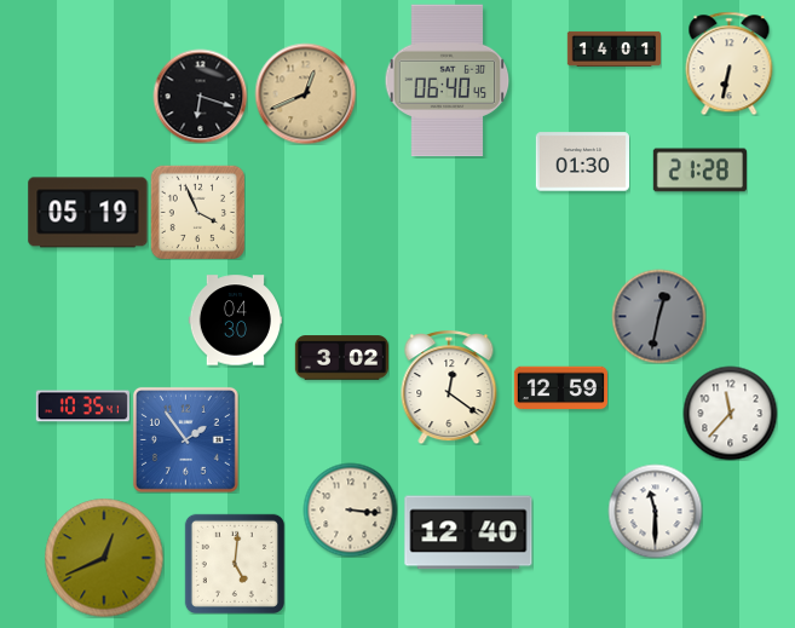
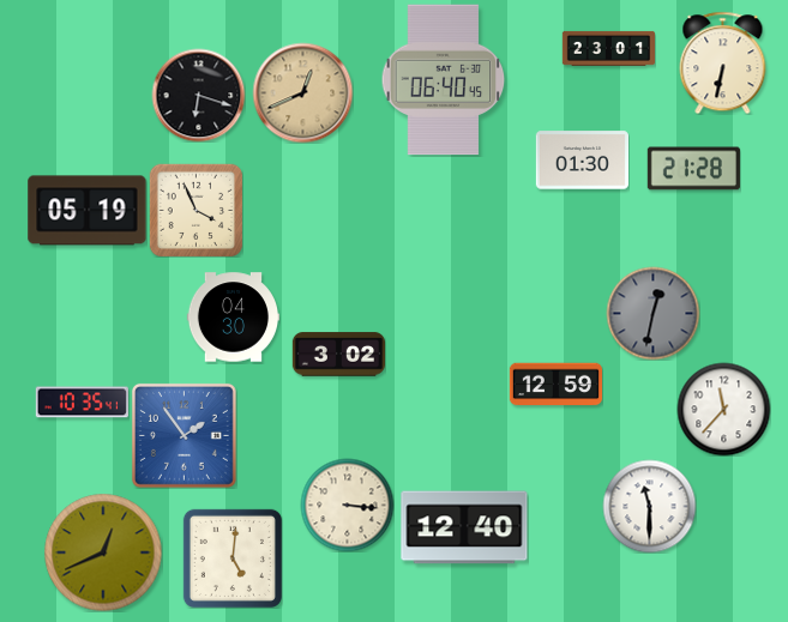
clock at (613, 48): 14:01 -> 23:01
clock at (582, 162) position: (582, 162) -> (582, 161)
clock at (449, 388): 12:21 -> none
